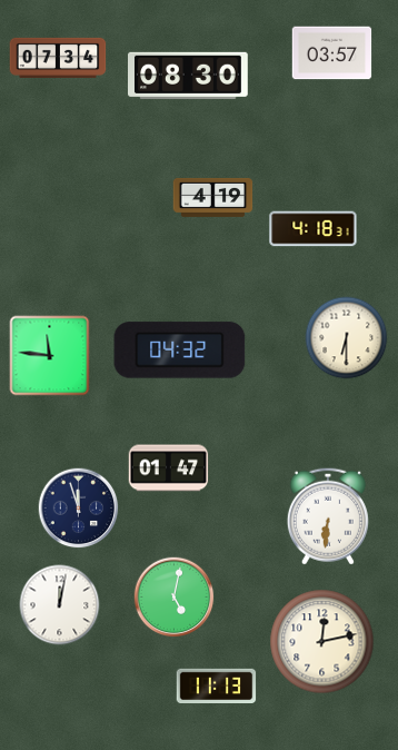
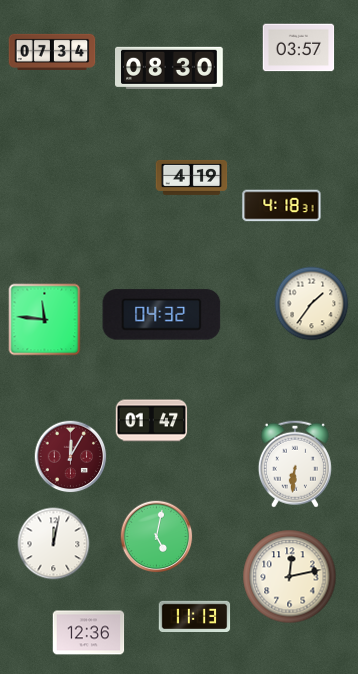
clock at (347, 338): 6:30 -> 1:36
clock at (79, 509): 11:57 -> 12:05
clock at (79, 509) dial: navy -> burgundy
clock at (89, 633): none -> 12:36
